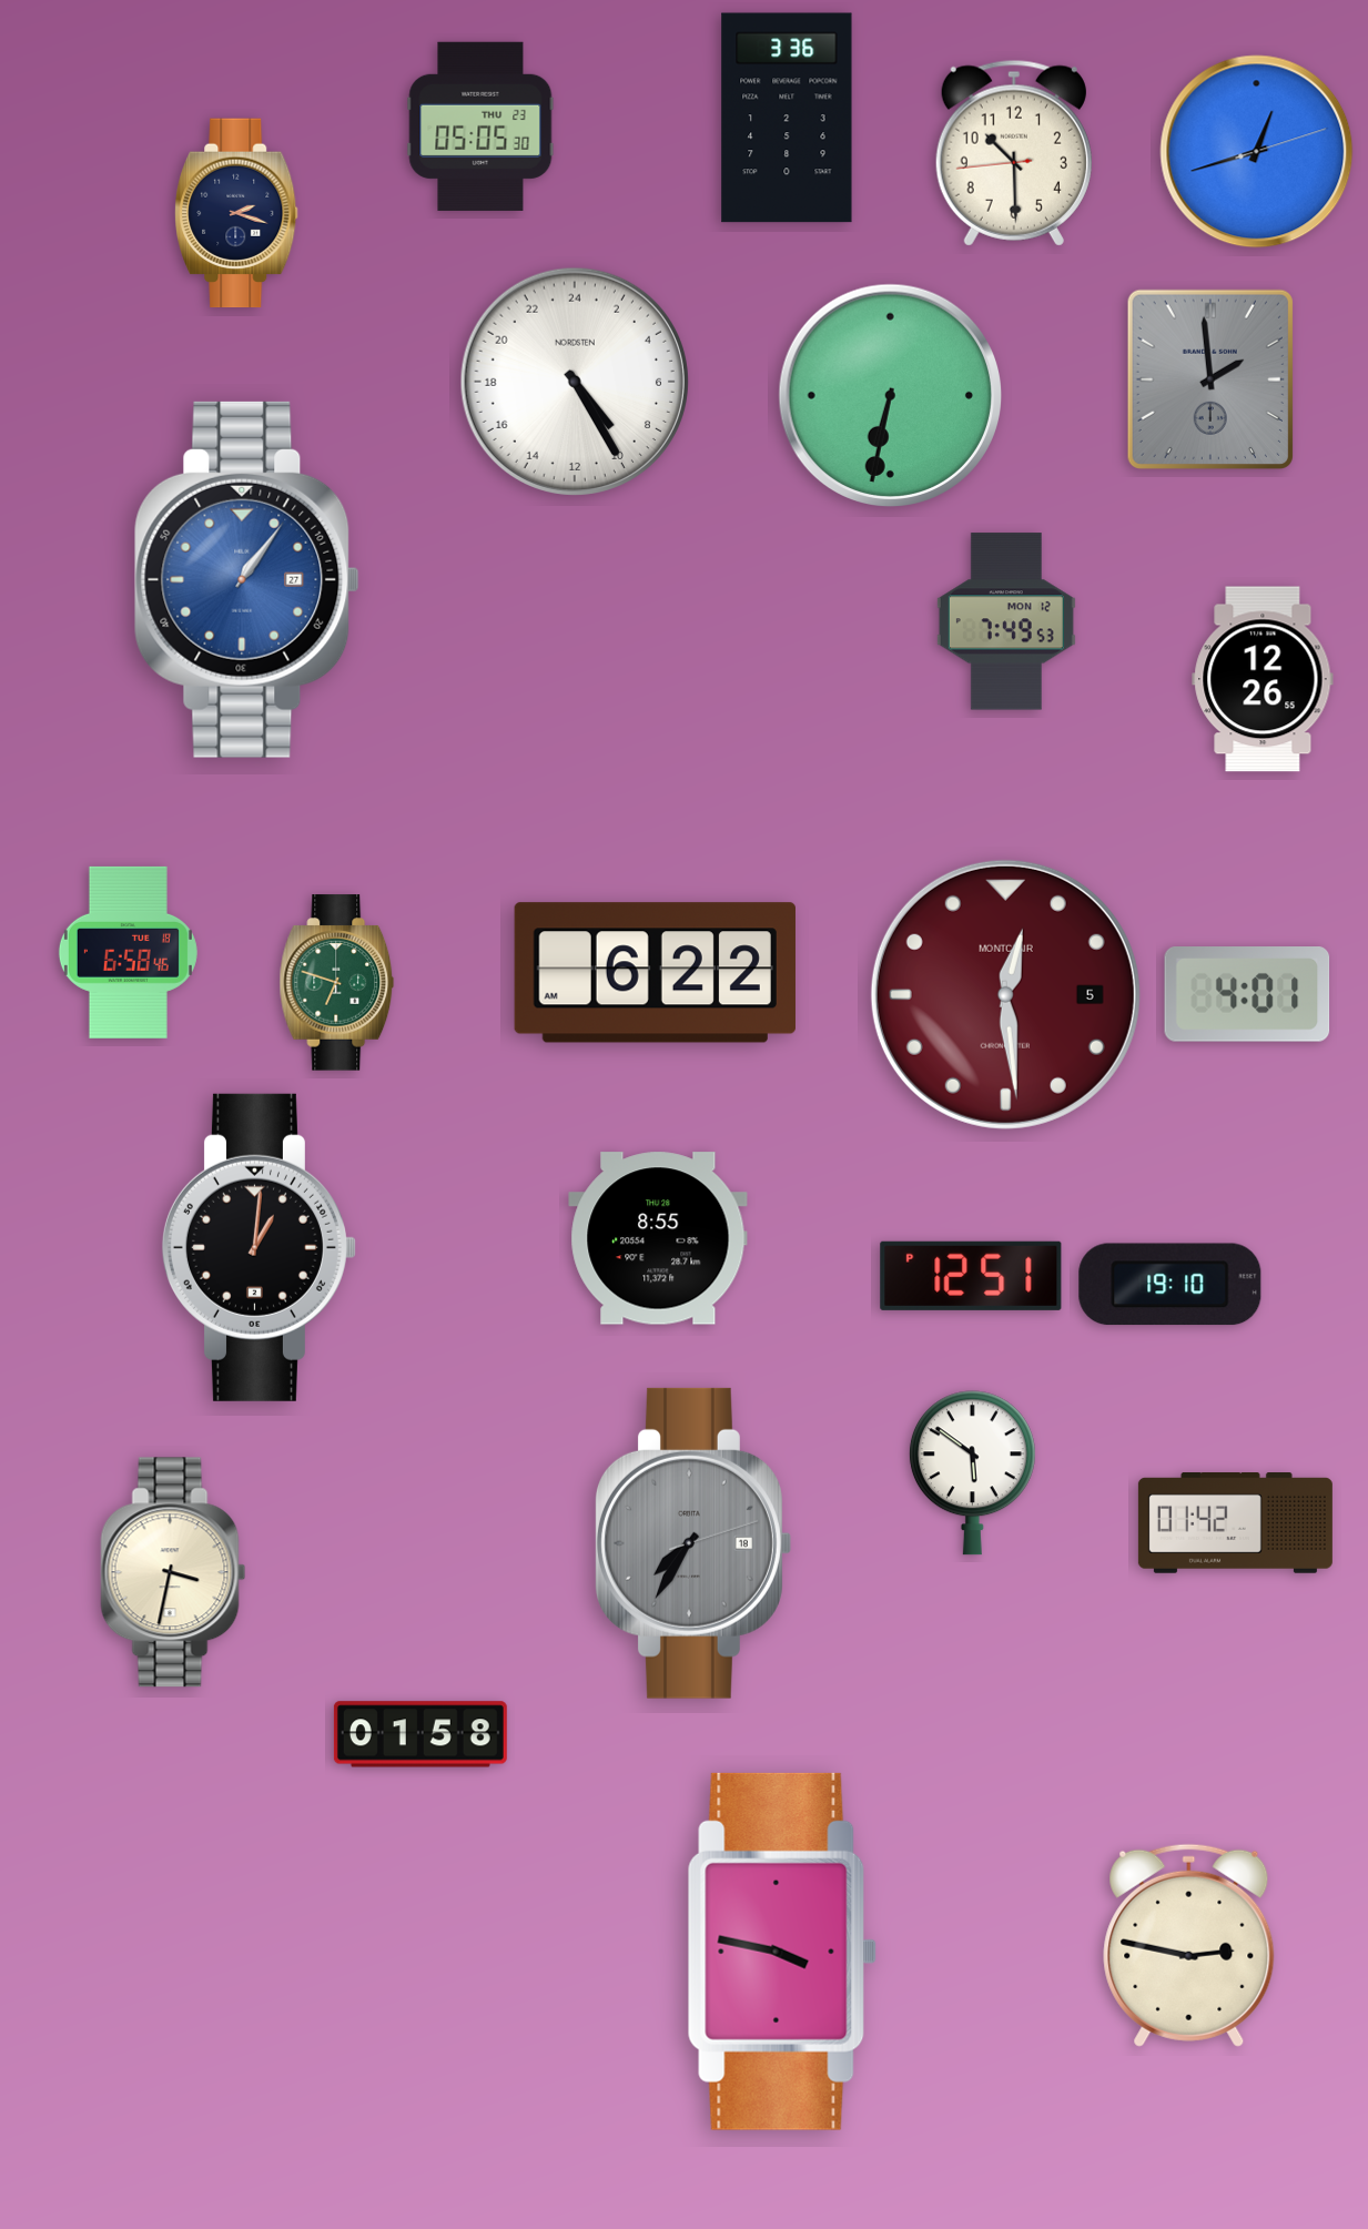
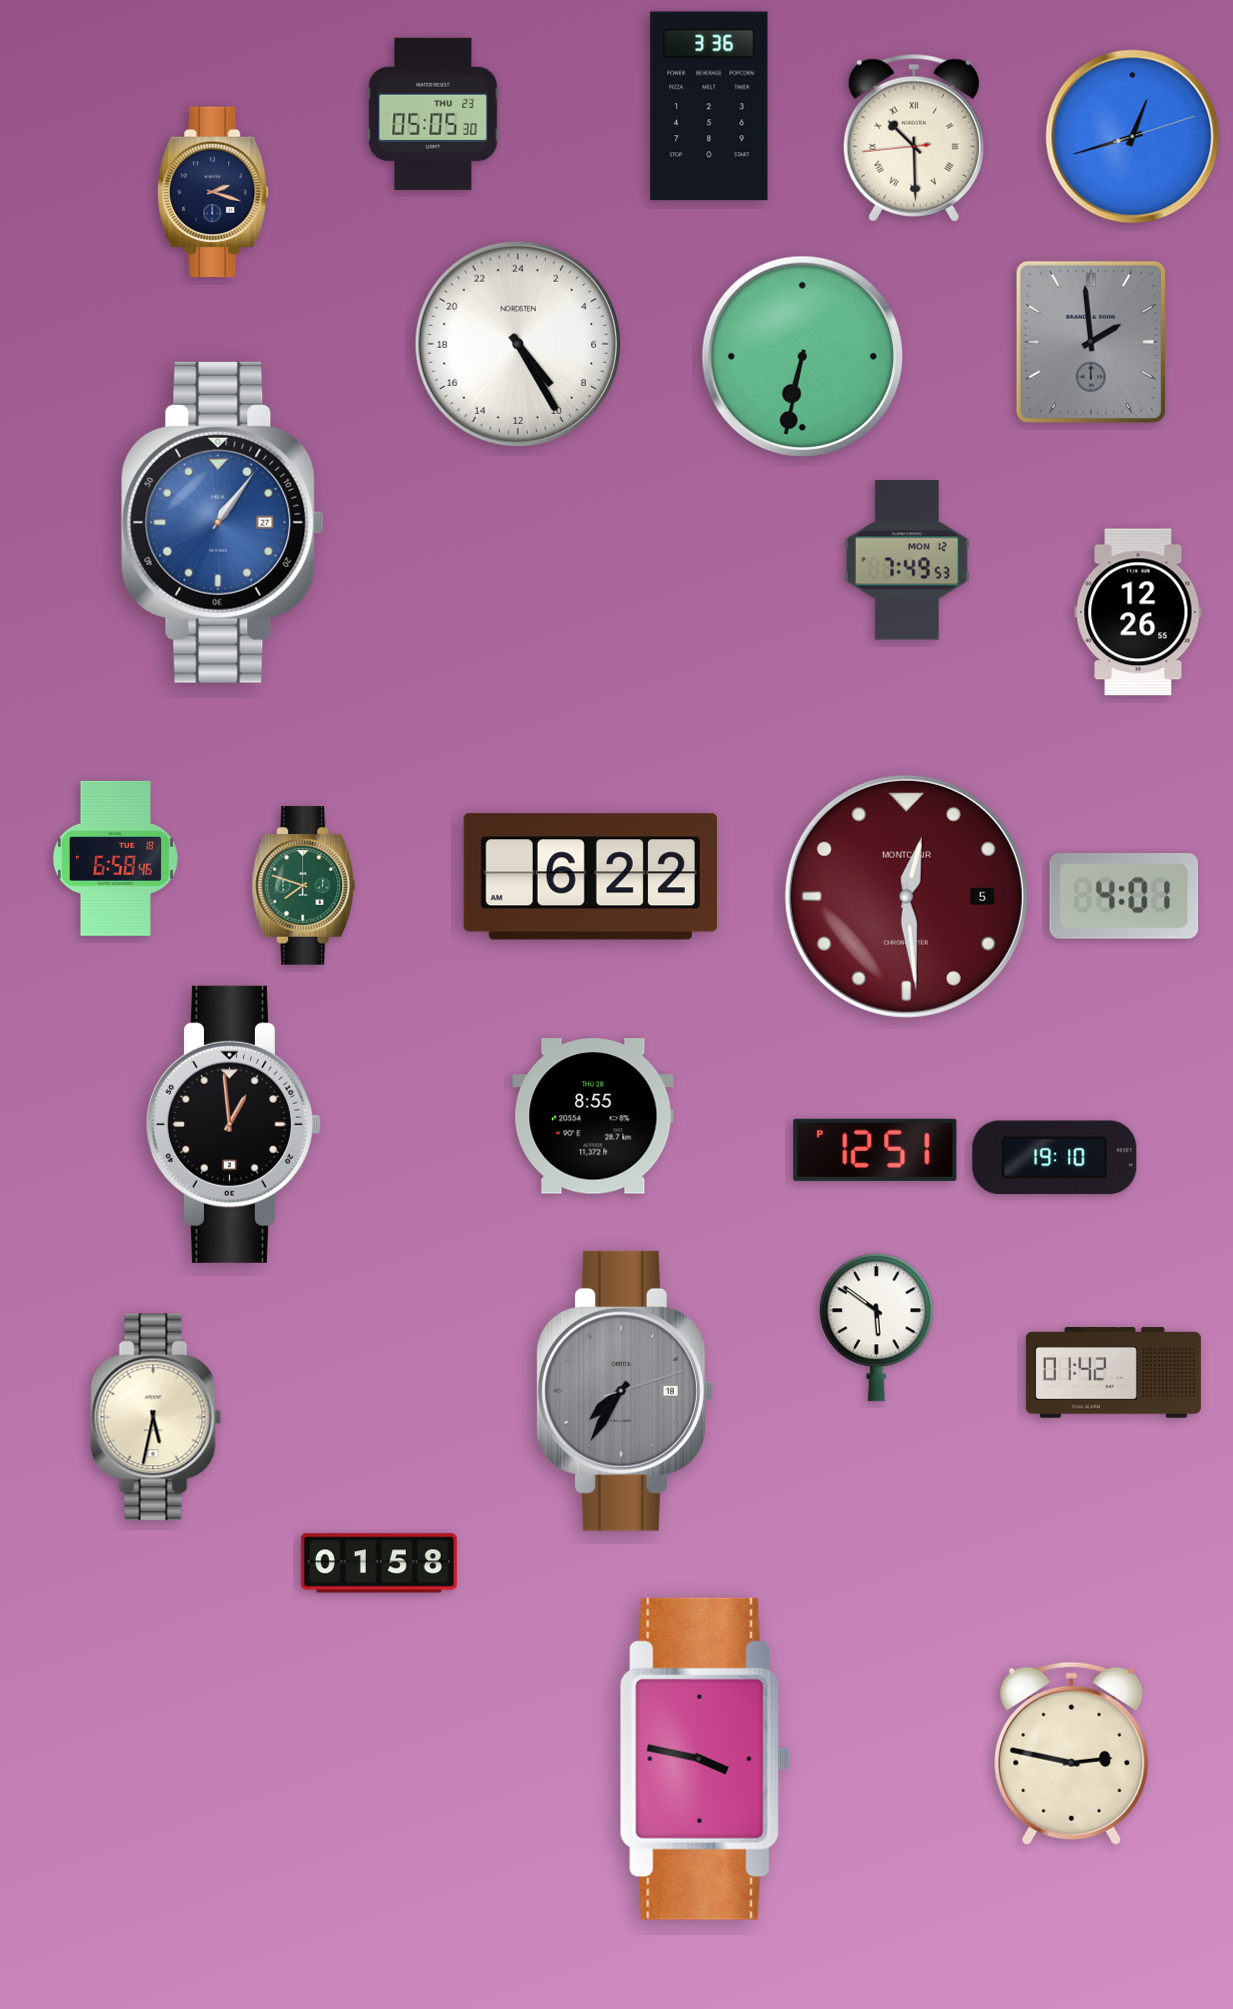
clock at (1014, 153) numerals: Arabic -> Roman
clock at (337, 983): 6:48 -> 7:48
clock at (259, 1247): 1:01 -> 12:59
clock at (173, 1572): 3:32 -> 5:32
